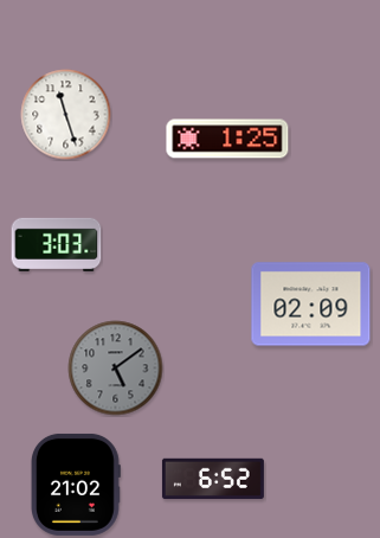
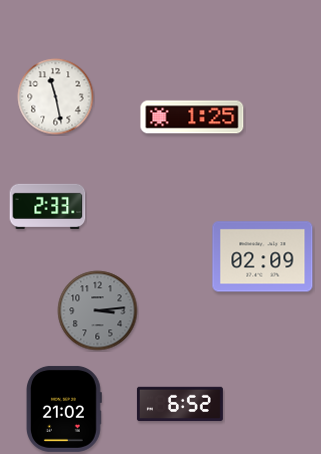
clock at (66, 115): 11:27 -> 11:28
clock at (57, 244): 3:03 -> 2:33
clock at (116, 369): 5:09 -> 3:14
